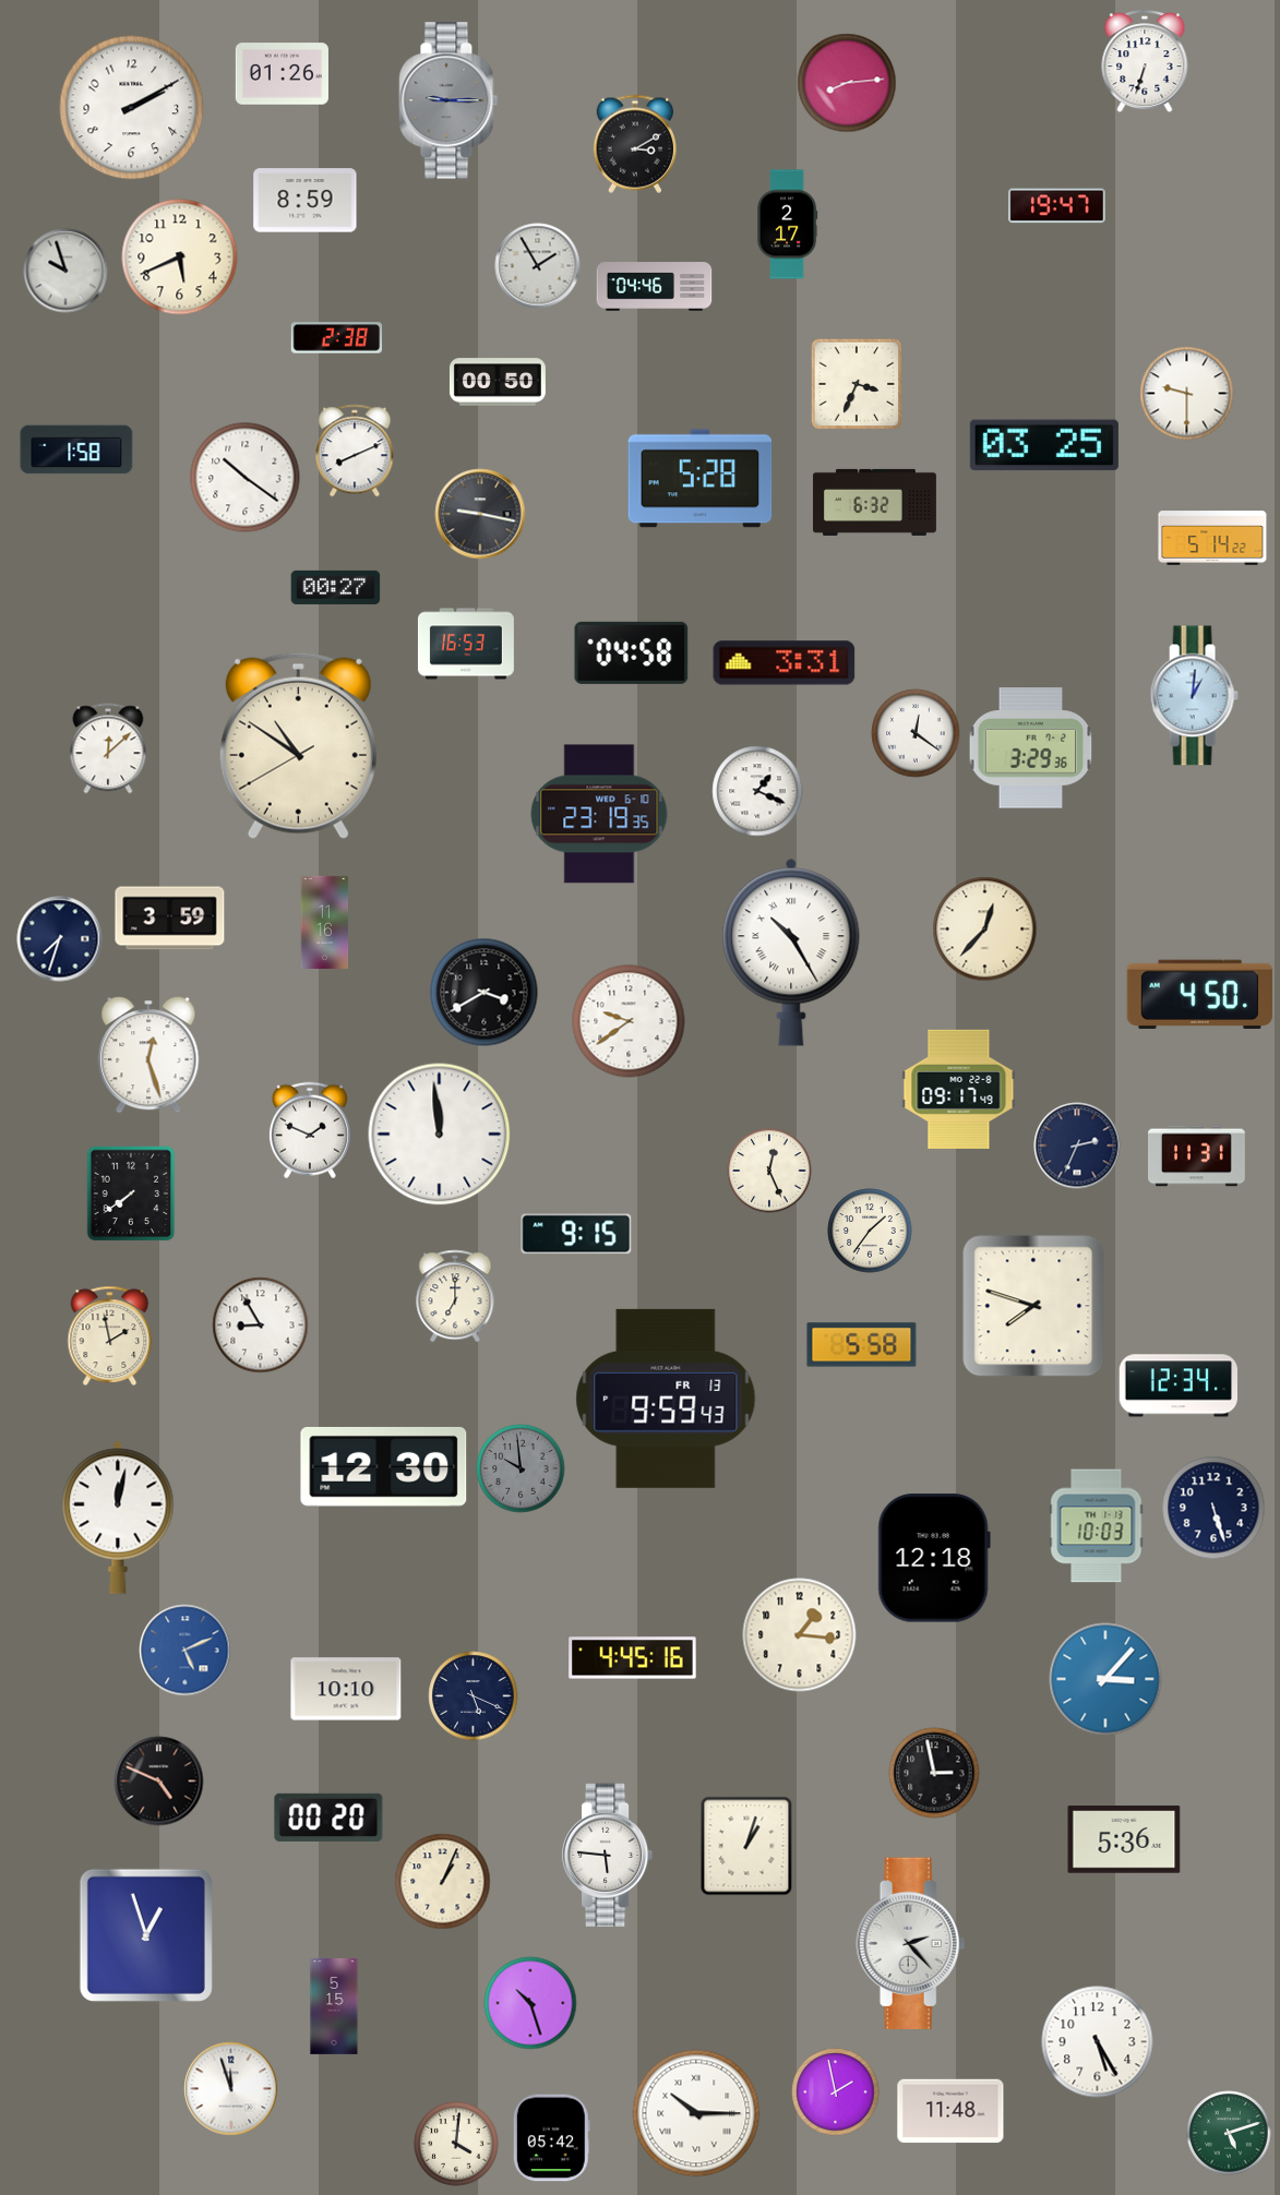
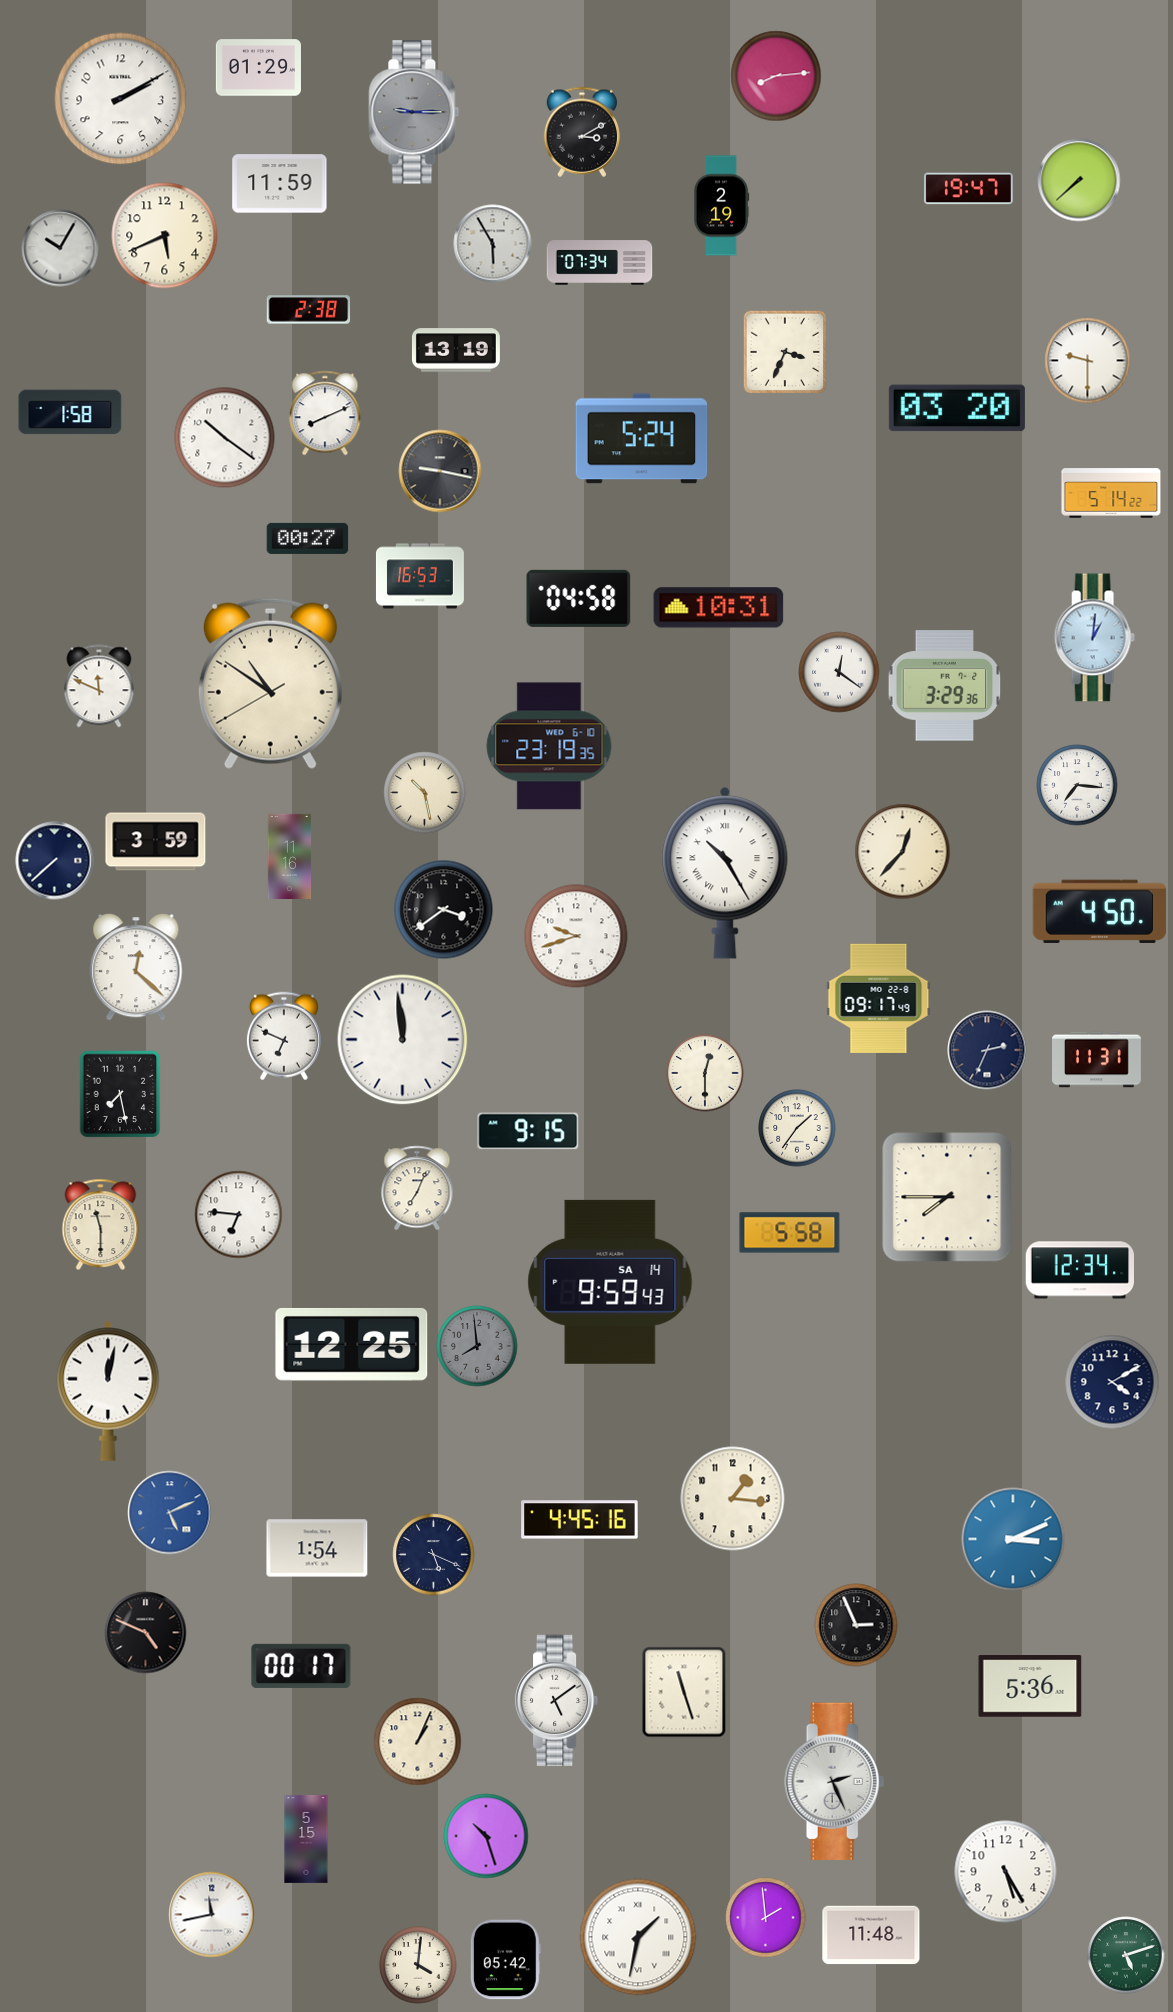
clock at (1145, 62): 6:33 -> none
clock at (282, 74): 01:26 -> 01:29
clock at (448, 100) position: (448, 100) -> (414, 112)
clock at (1079, 180): none -> 7:38
clock at (306, 201): 8:59 -> 11:59
clock at (787, 225): 2:17 -> 2:19
clock at (538, 266): 1:55 -> 5:55
clock at (65, 271): 9:57 -> 10:05
clock at (655, 287): 04:46 -> 07:34
clock at (498, 382): 00:50 -> 13:19
clock at (1044, 445): 03:25 -> 03:20
clock at (701, 479): 5:28 -> 5:24
clock at (874, 502): 6:32 -> none
clock at (466, 644) position: (466, 644) -> (420, 576)
clock at (785, 663): 3:31 -> 10:31
clock at (298, 745) position: (298, 745) -> (270, 683)
clock at (108, 748): 12:08 -> 11:49
clock at (757, 791): 1:19 -> none
clock at (1077, 785): none -> 7:16
clock at (425, 793): none -> 10:28
clock at (325, 922) position: (325, 922) -> (290, 856)
clock at (60, 939): 7:33 -> 7:38
clock at (485, 993): 3:40 -> 3:39
clock at (629, 1021): 9:39 -> 9:42
clock at (148, 1055): 12:27 -> 12:22
clock at (310, 1130): 1:49 -> 6:49
clock at (769, 1171): 12:26 -> 12:30
clock at (131, 1194): 7:39 -> 7:28
clock at (455, 1296): 7:00 -> 7:04
clock at (1033, 1306): 7:48 -> 7:45
clock at (261, 1326): 8:55 -> 6:46
clock at (110, 1335): 1:58 -> 11:30
clock at (666, 1399) date: FR 13 -> SA 14
clock at (384, 1467): 12:30 -> 12:25
clock at (521, 1468): 9:59 -> 7:59
clock at (1213, 1508): 5:27 -> 4:10
clock at (1097, 1526): 10:03 -> none
clock at (934, 1558): 12:18 -> none
clock at (1105, 1679): 3:07 -> 3:11
clock at (346, 1689): 10:10 -> 1:54
clock at (934, 1773): 2:58 -> 2:56
clock at (328, 1818): 00:20 -> 00:17
clock at (746, 1846): 1:03 -> 11:27
clock at (608, 1856): 5:46 -> 5:09
clock at (443, 1882) position: (443, 1882) -> (418, 1742)
clock at (146, 1935): 12:57 -> none
clock at (911, 1943): 2:23 -> 2:26
clock at (231, 2089): 11:57 -> 11:43
clock at (836, 2092): 1:58 -> 1:59
clock at (696, 2113): 10:15 -> 1:32
